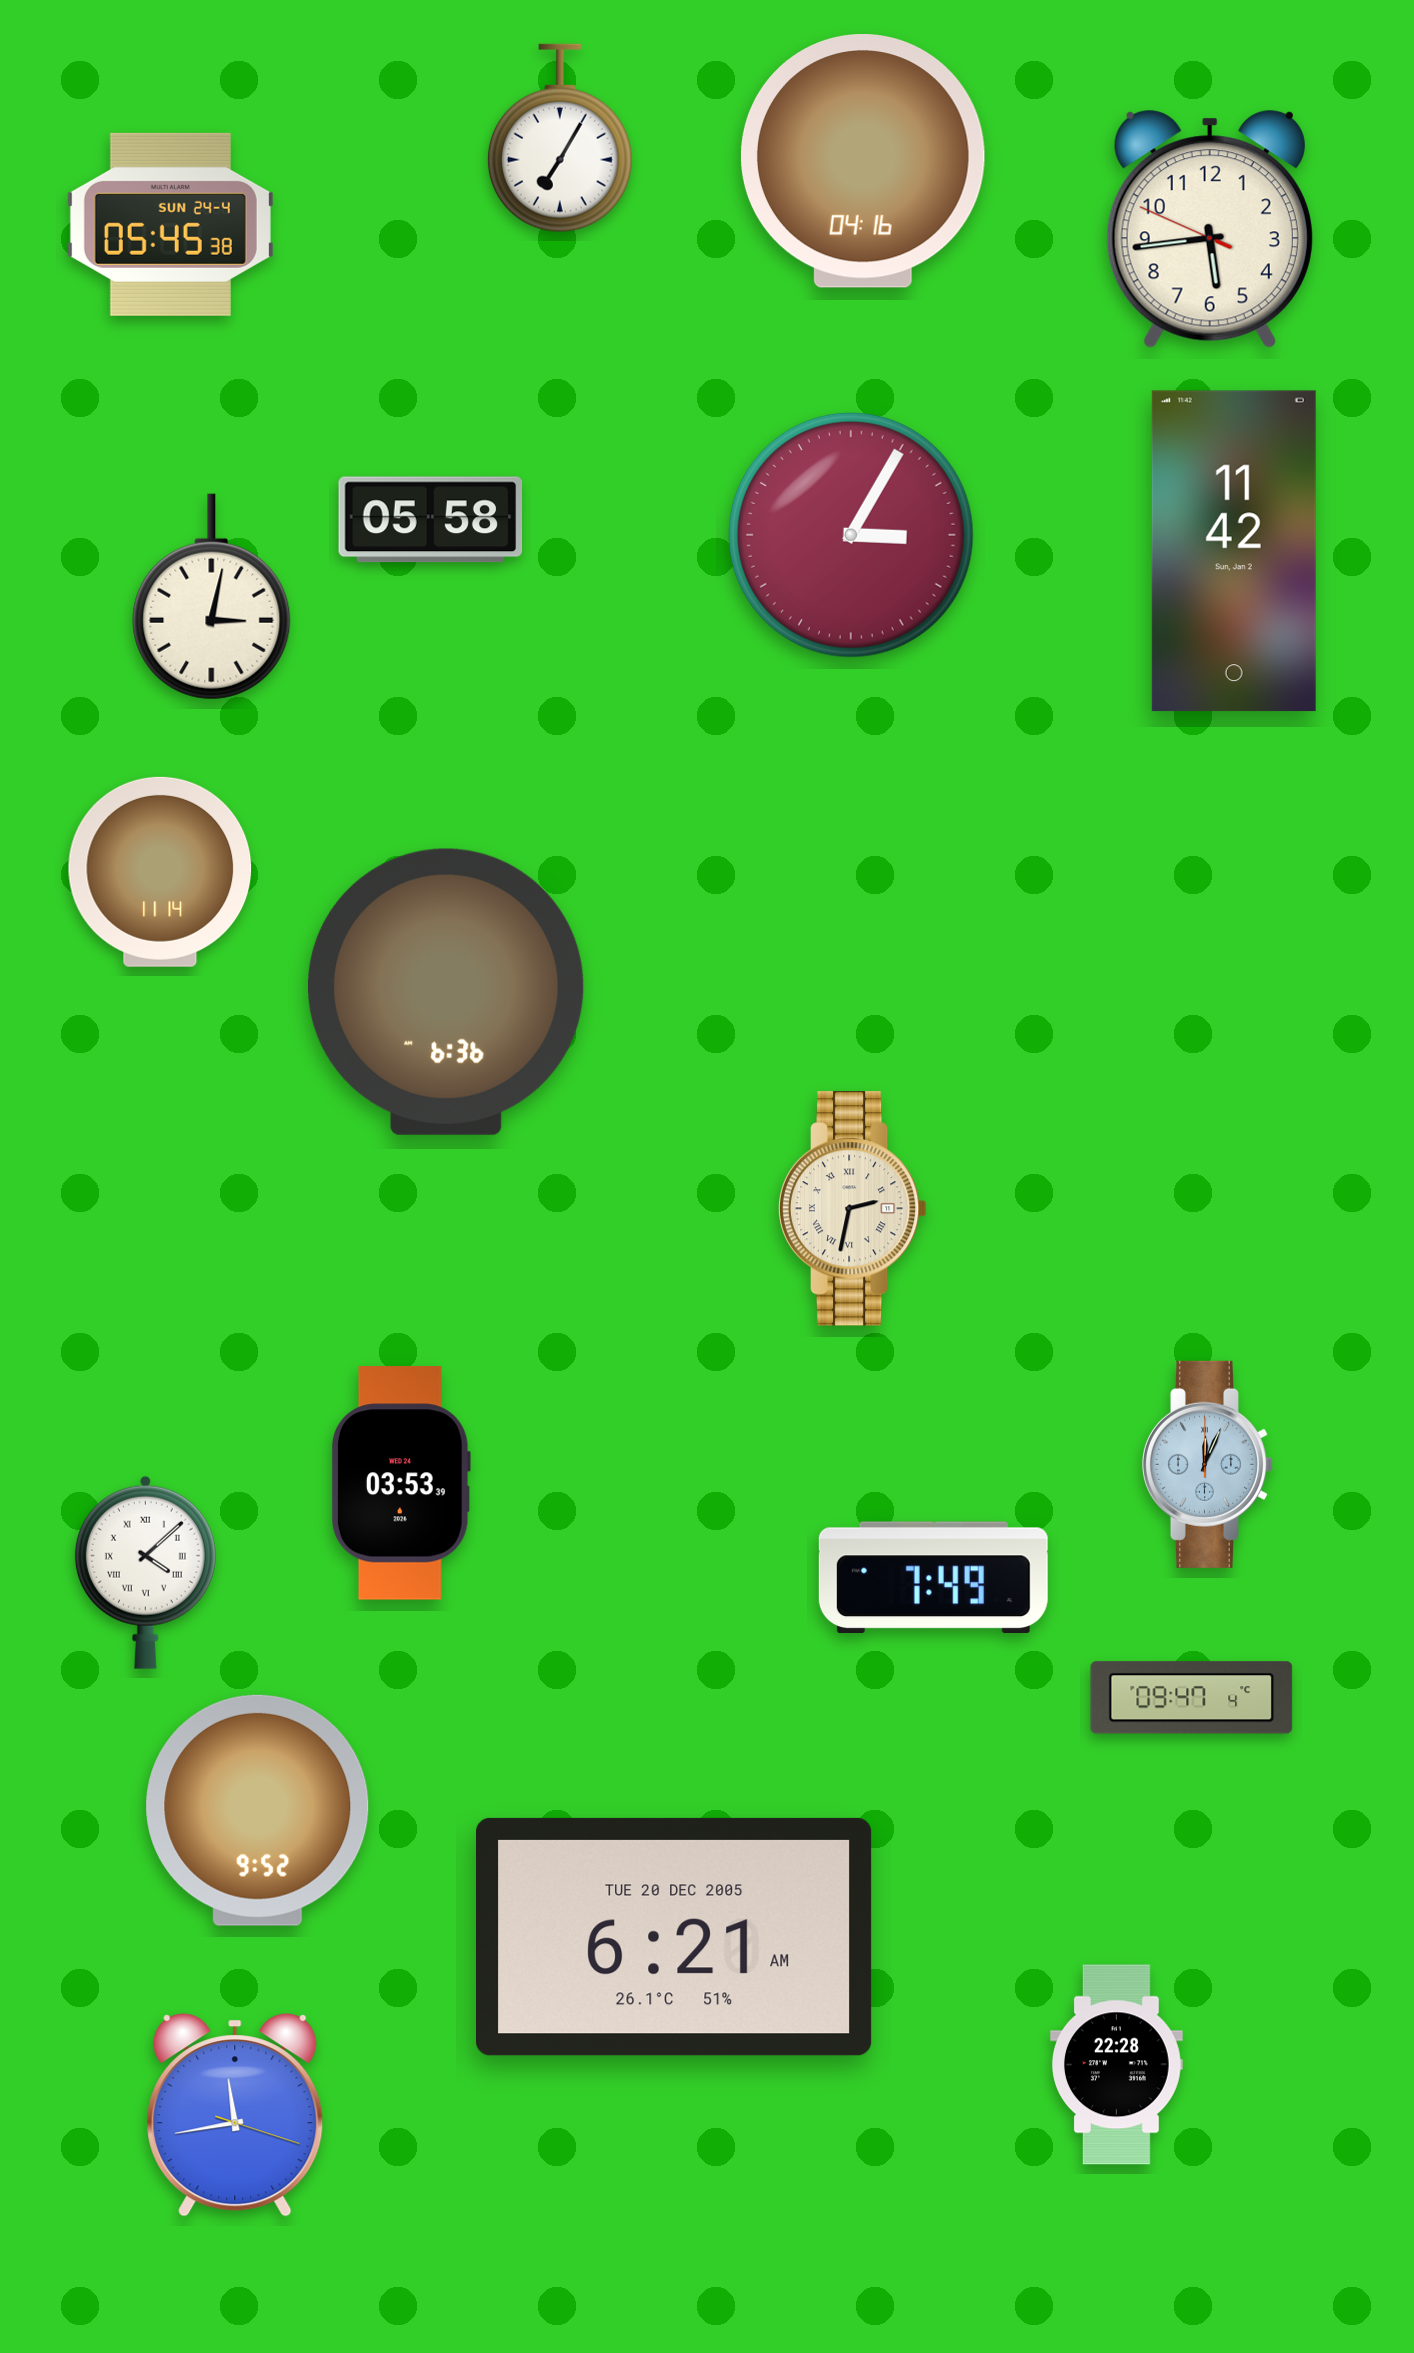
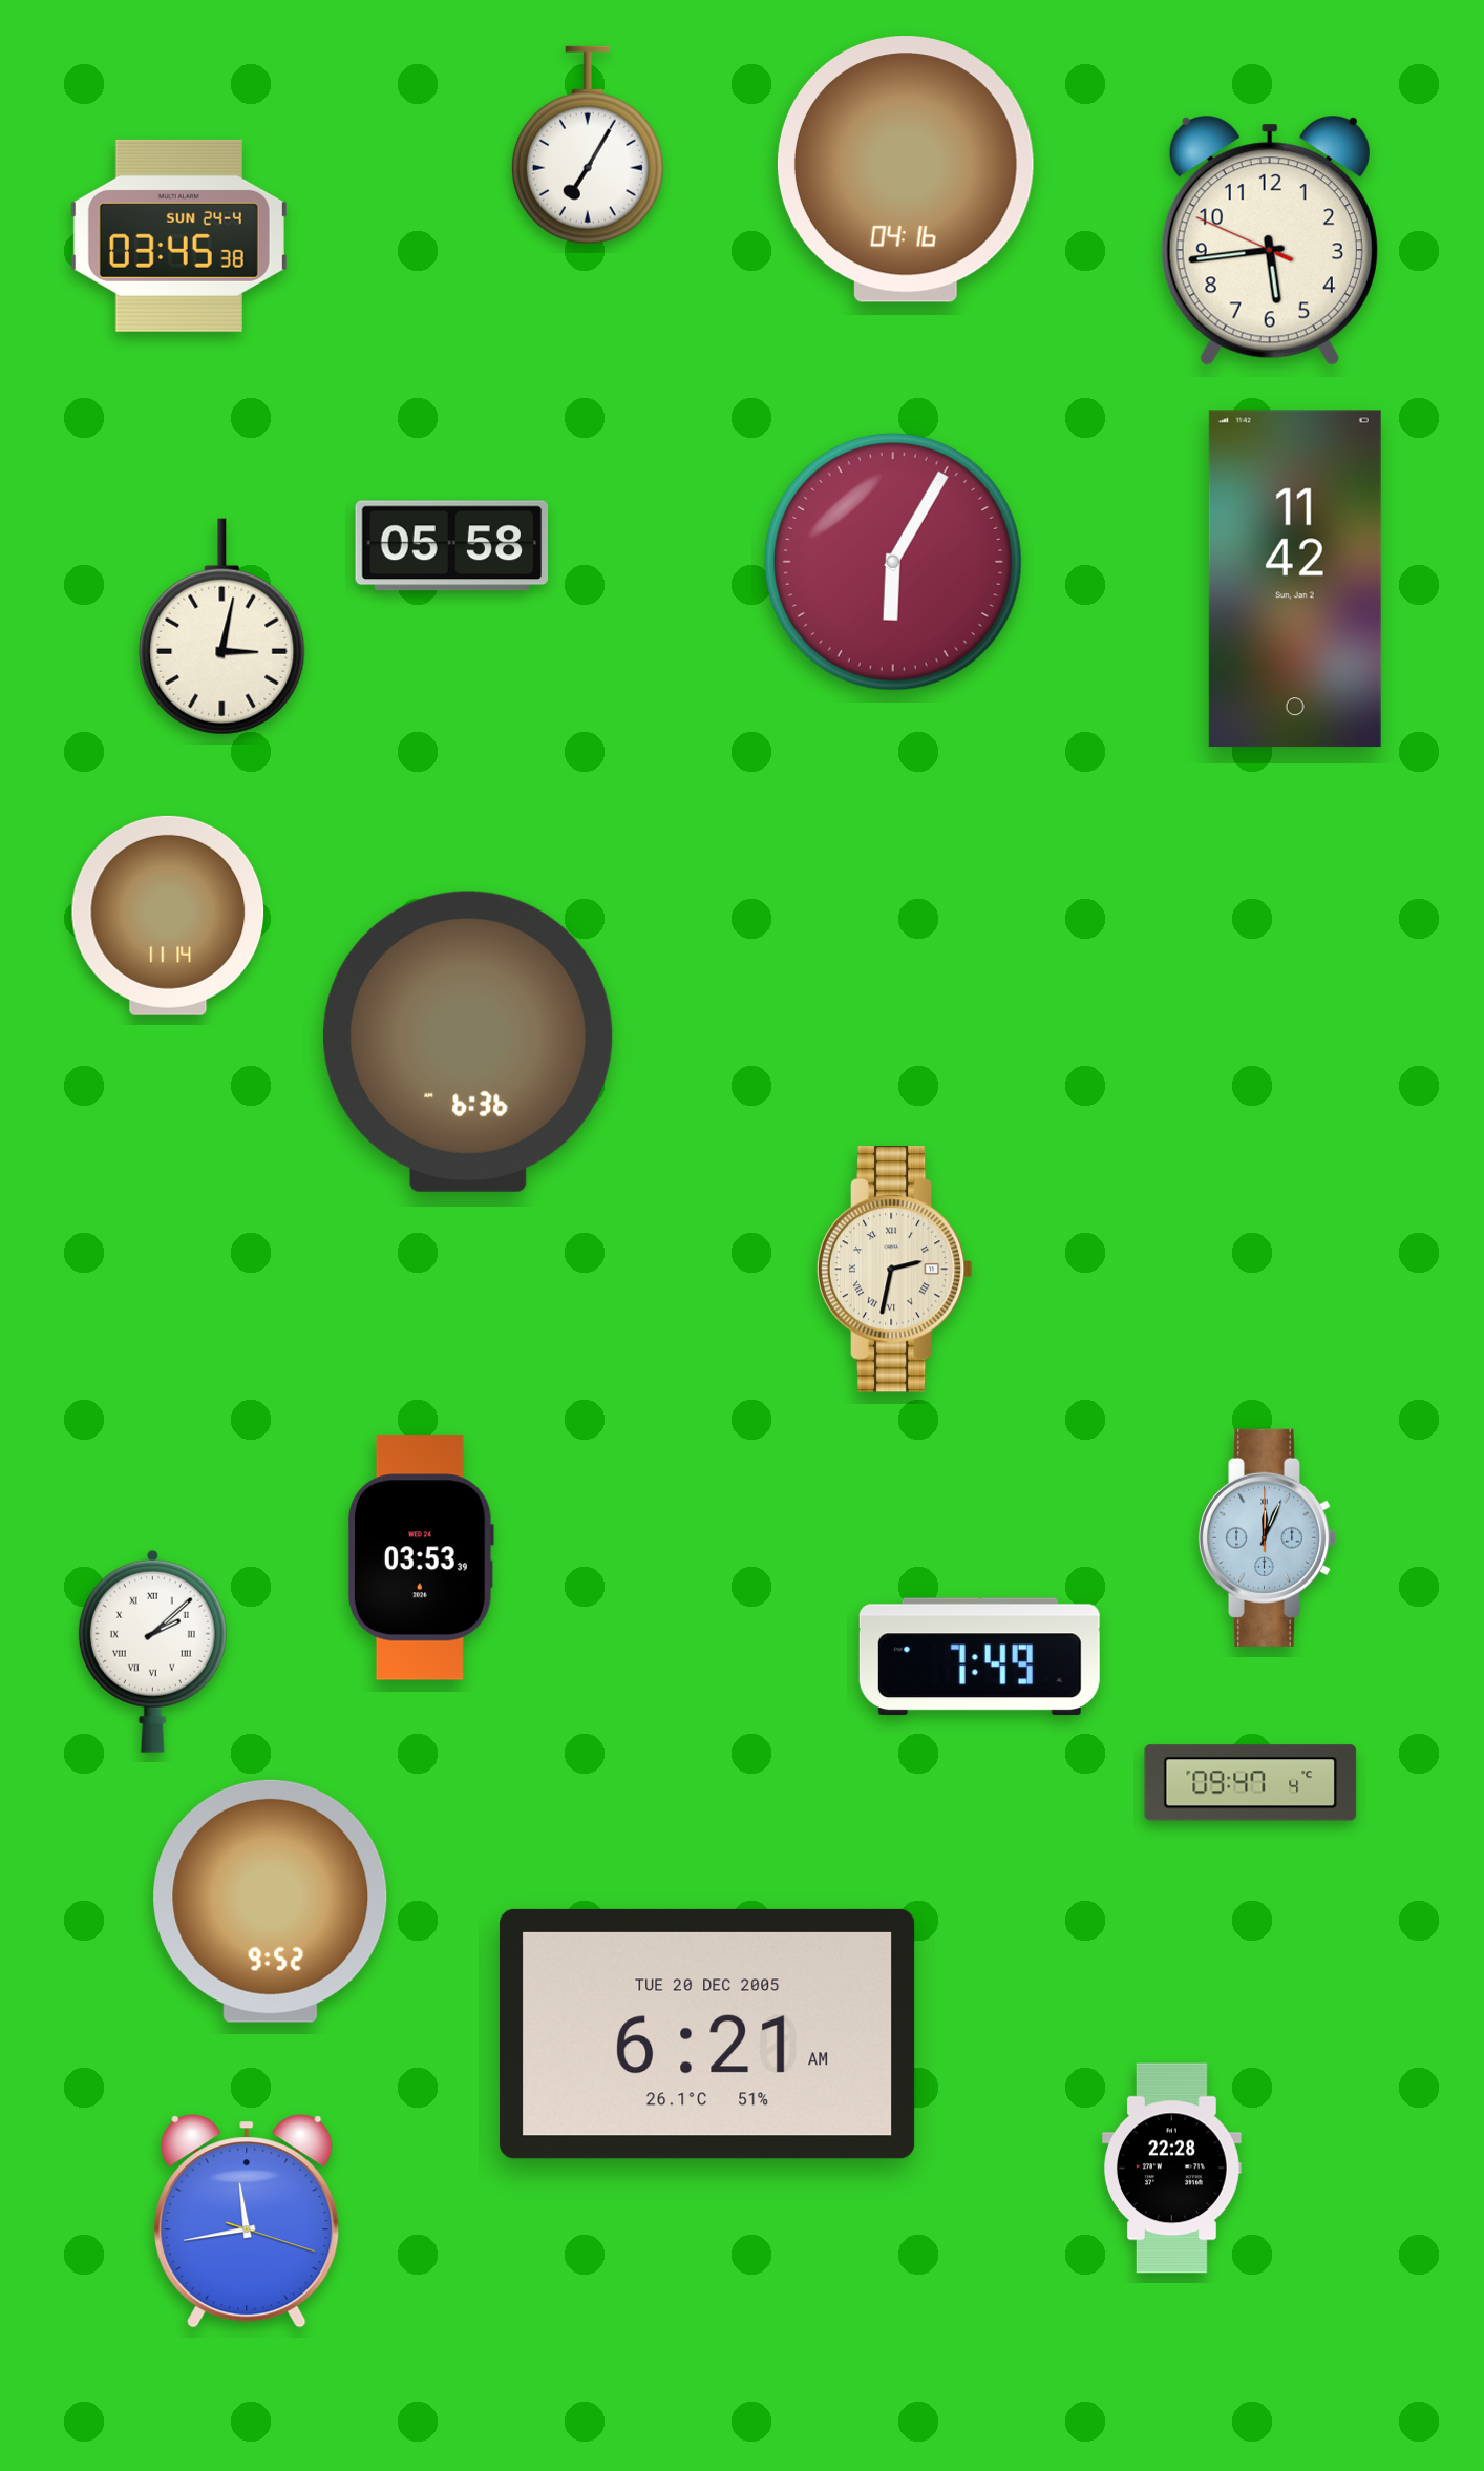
clock at (170, 224): 05:45 -> 03:45
clock at (851, 535): 3:05 -> 6:05
clock at (145, 1572): 4:08 -> 2:08
